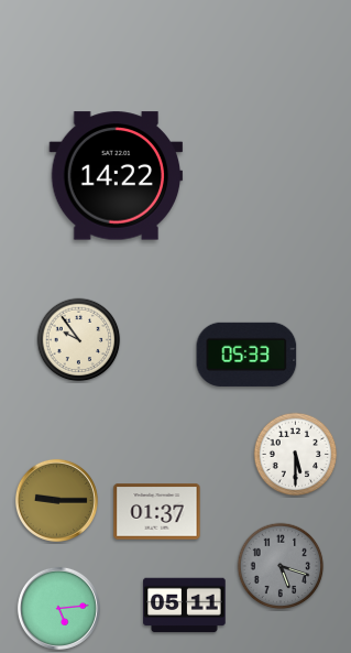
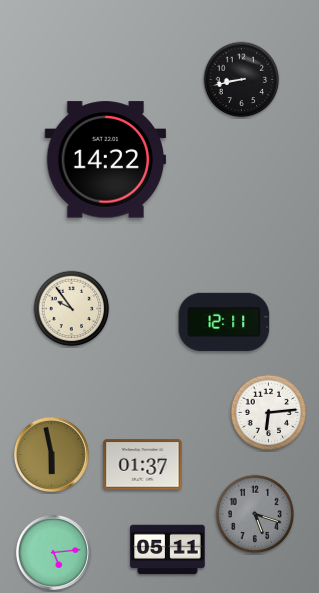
clock at (242, 80): none -> 8:43
clock at (246, 355): 05:33 -> 12:11
clock at (296, 455): 5:30 -> 6:14
clock at (56, 500): 9:15 -> 5:58
